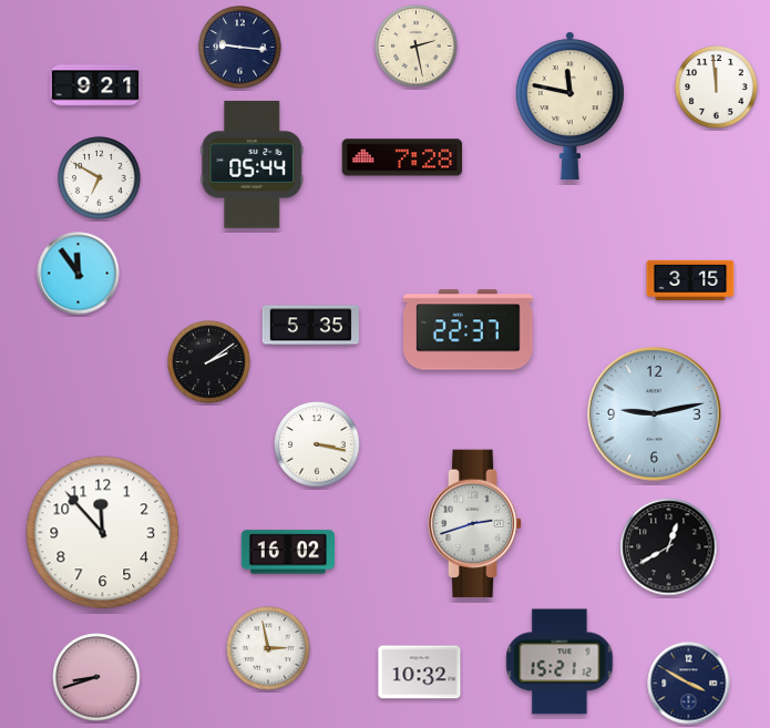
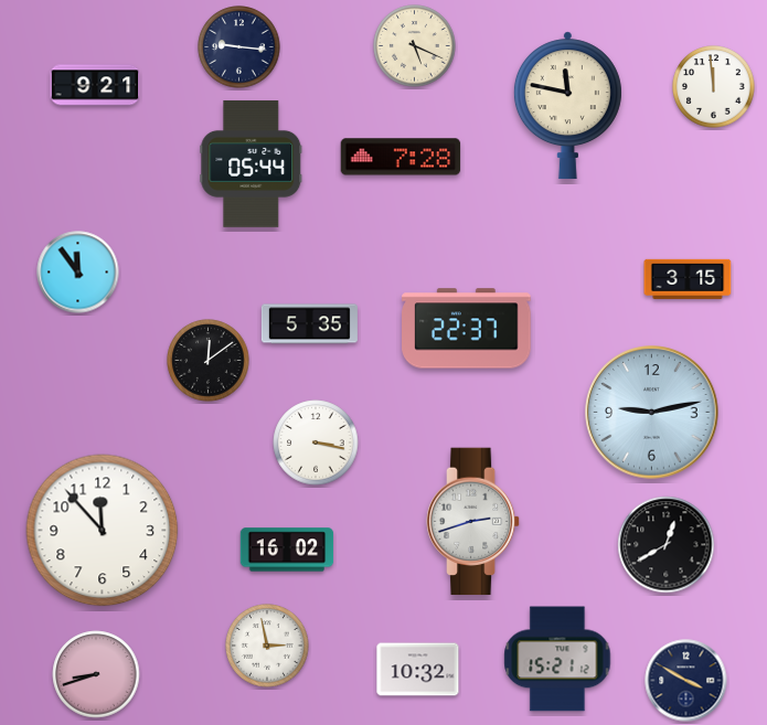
clock at (417, 47): 2:28 -> 5:19
clock at (100, 178): 6:50 -> none
clock at (209, 362): 2:09 -> 12:09
